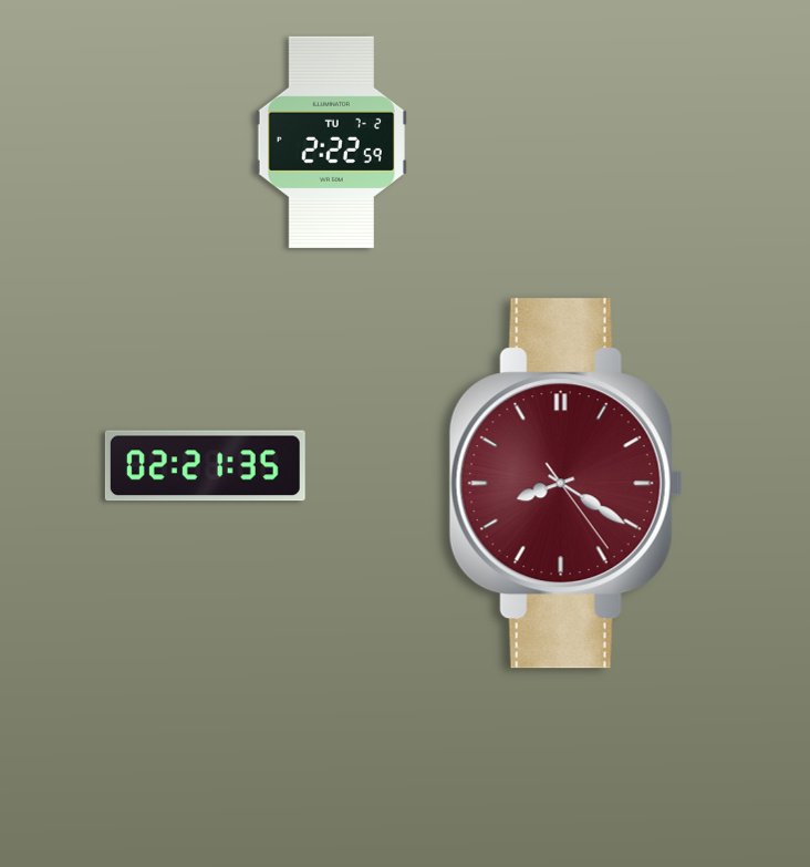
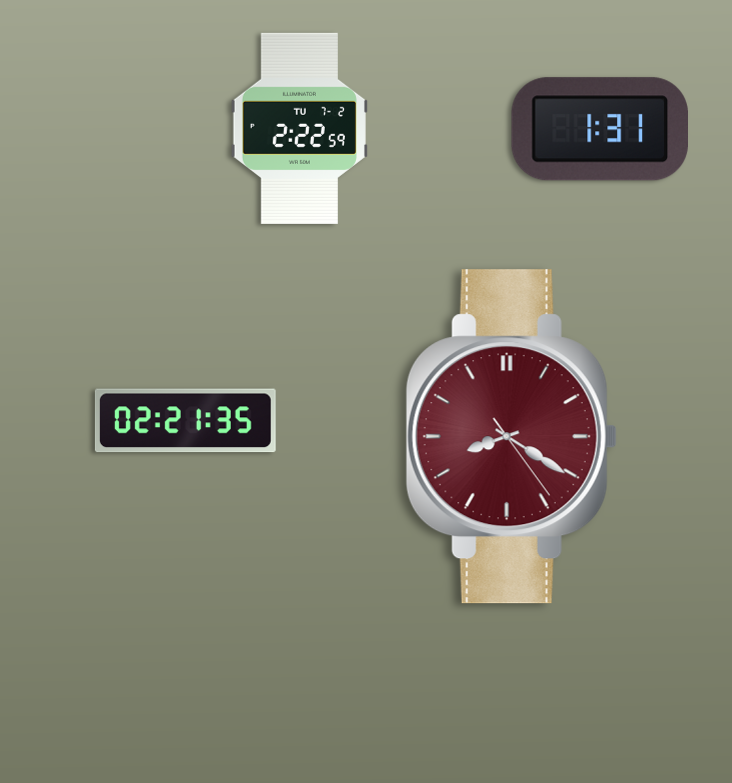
clock at (599, 129): none -> 1:31
